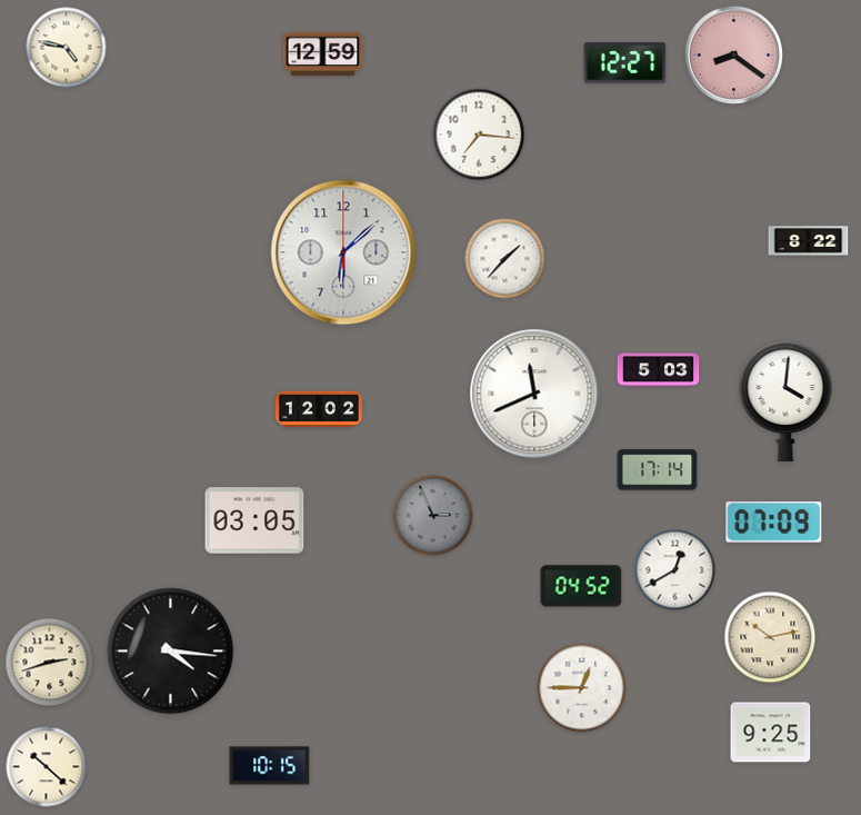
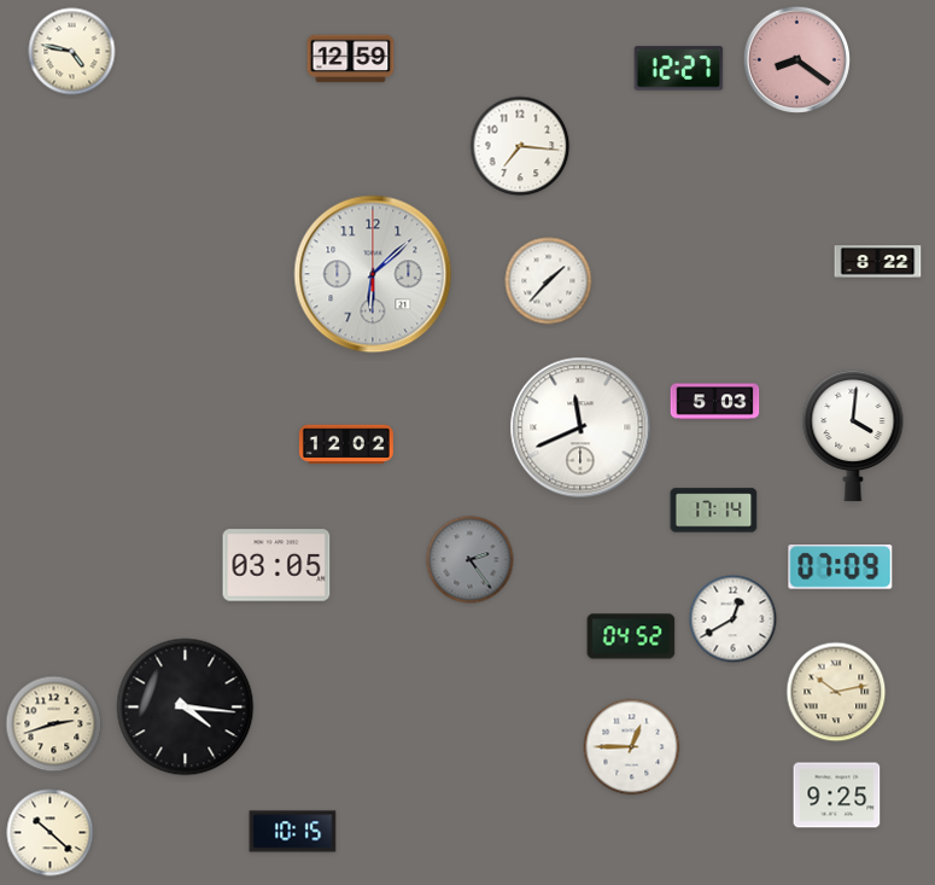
clock at (433, 516): 2:56 -> 2:24
clock at (50, 663) position: (50, 663) -> (54, 724)
